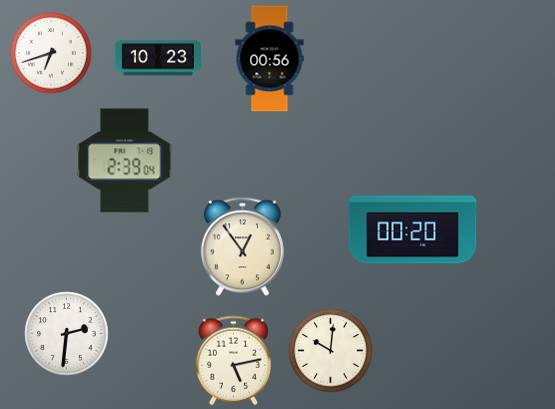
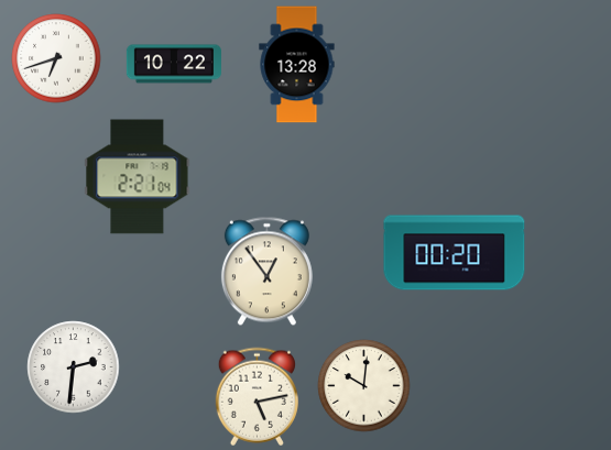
clock at (157, 58): 10:23 -> 10:22
clock at (270, 59): 00:56 -> 13:28
clock at (125, 161): 2:39 -> 2:21
